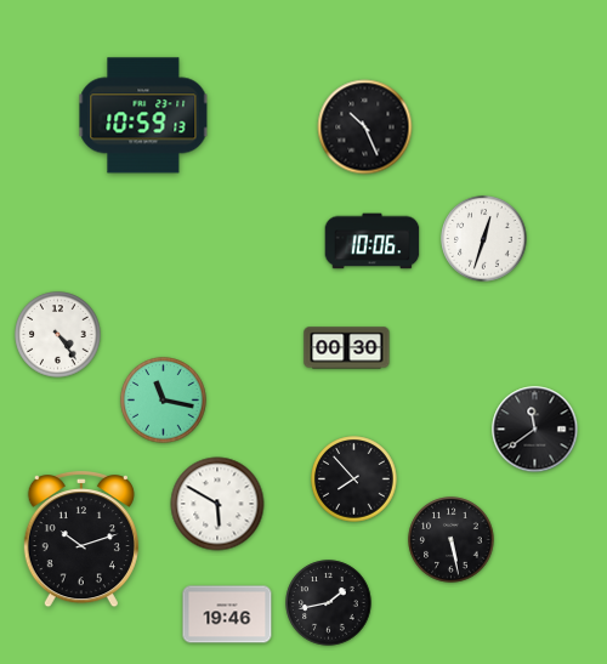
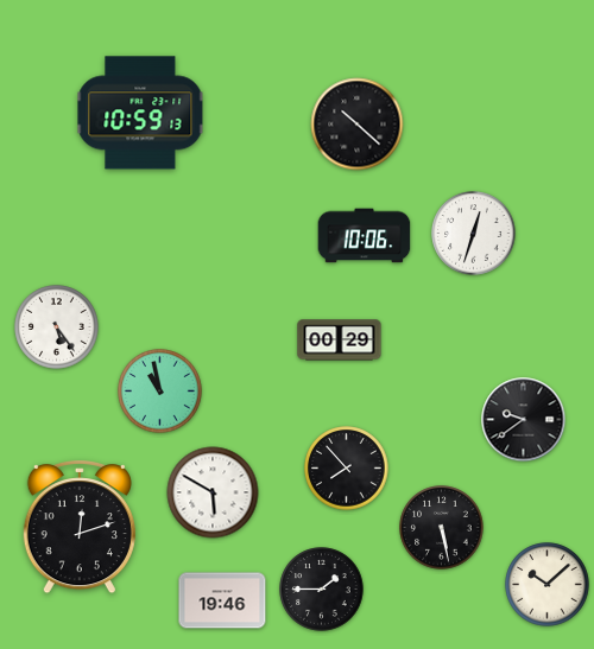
clock at (365, 127): 10:26 -> 10:22
clock at (58, 335): 4:24 -> 5:24
clock at (347, 348): 00:30 -> 00:29
clock at (164, 401): 11:17 -> 10:58
clock at (535, 430): 11:39 -> 9:39
clock at (81, 540): 10:12 -> 12:12
clock at (548, 585): none -> 10:08
clock at (329, 603): 1:43 -> 1:45
